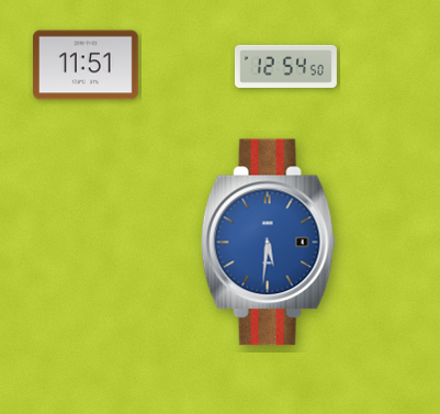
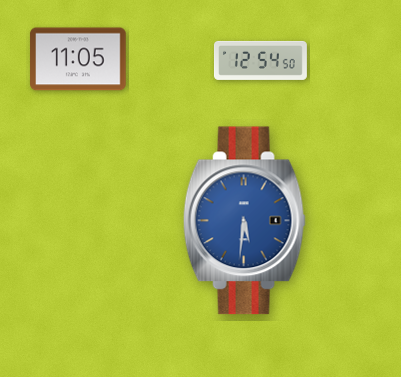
clock at (86, 65): 11:51 -> 11:05
